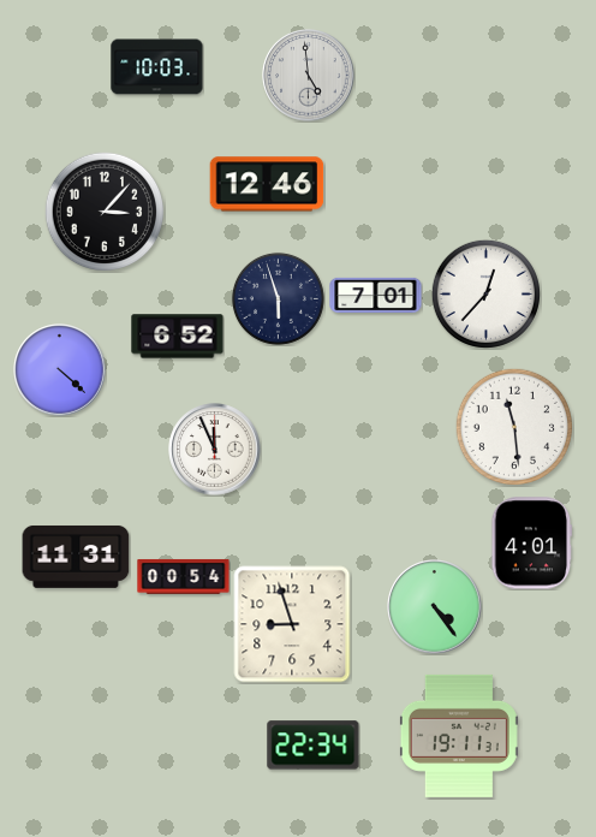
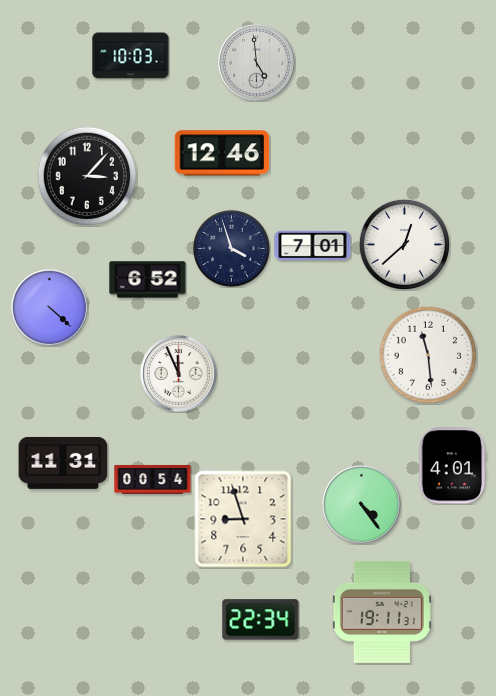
clock at (485, 293): 12:37 -> 12:38
clock at (278, 298): 5:57 -> 3:57
clock at (532, 544) position: (532, 544) -> (453, 466)
